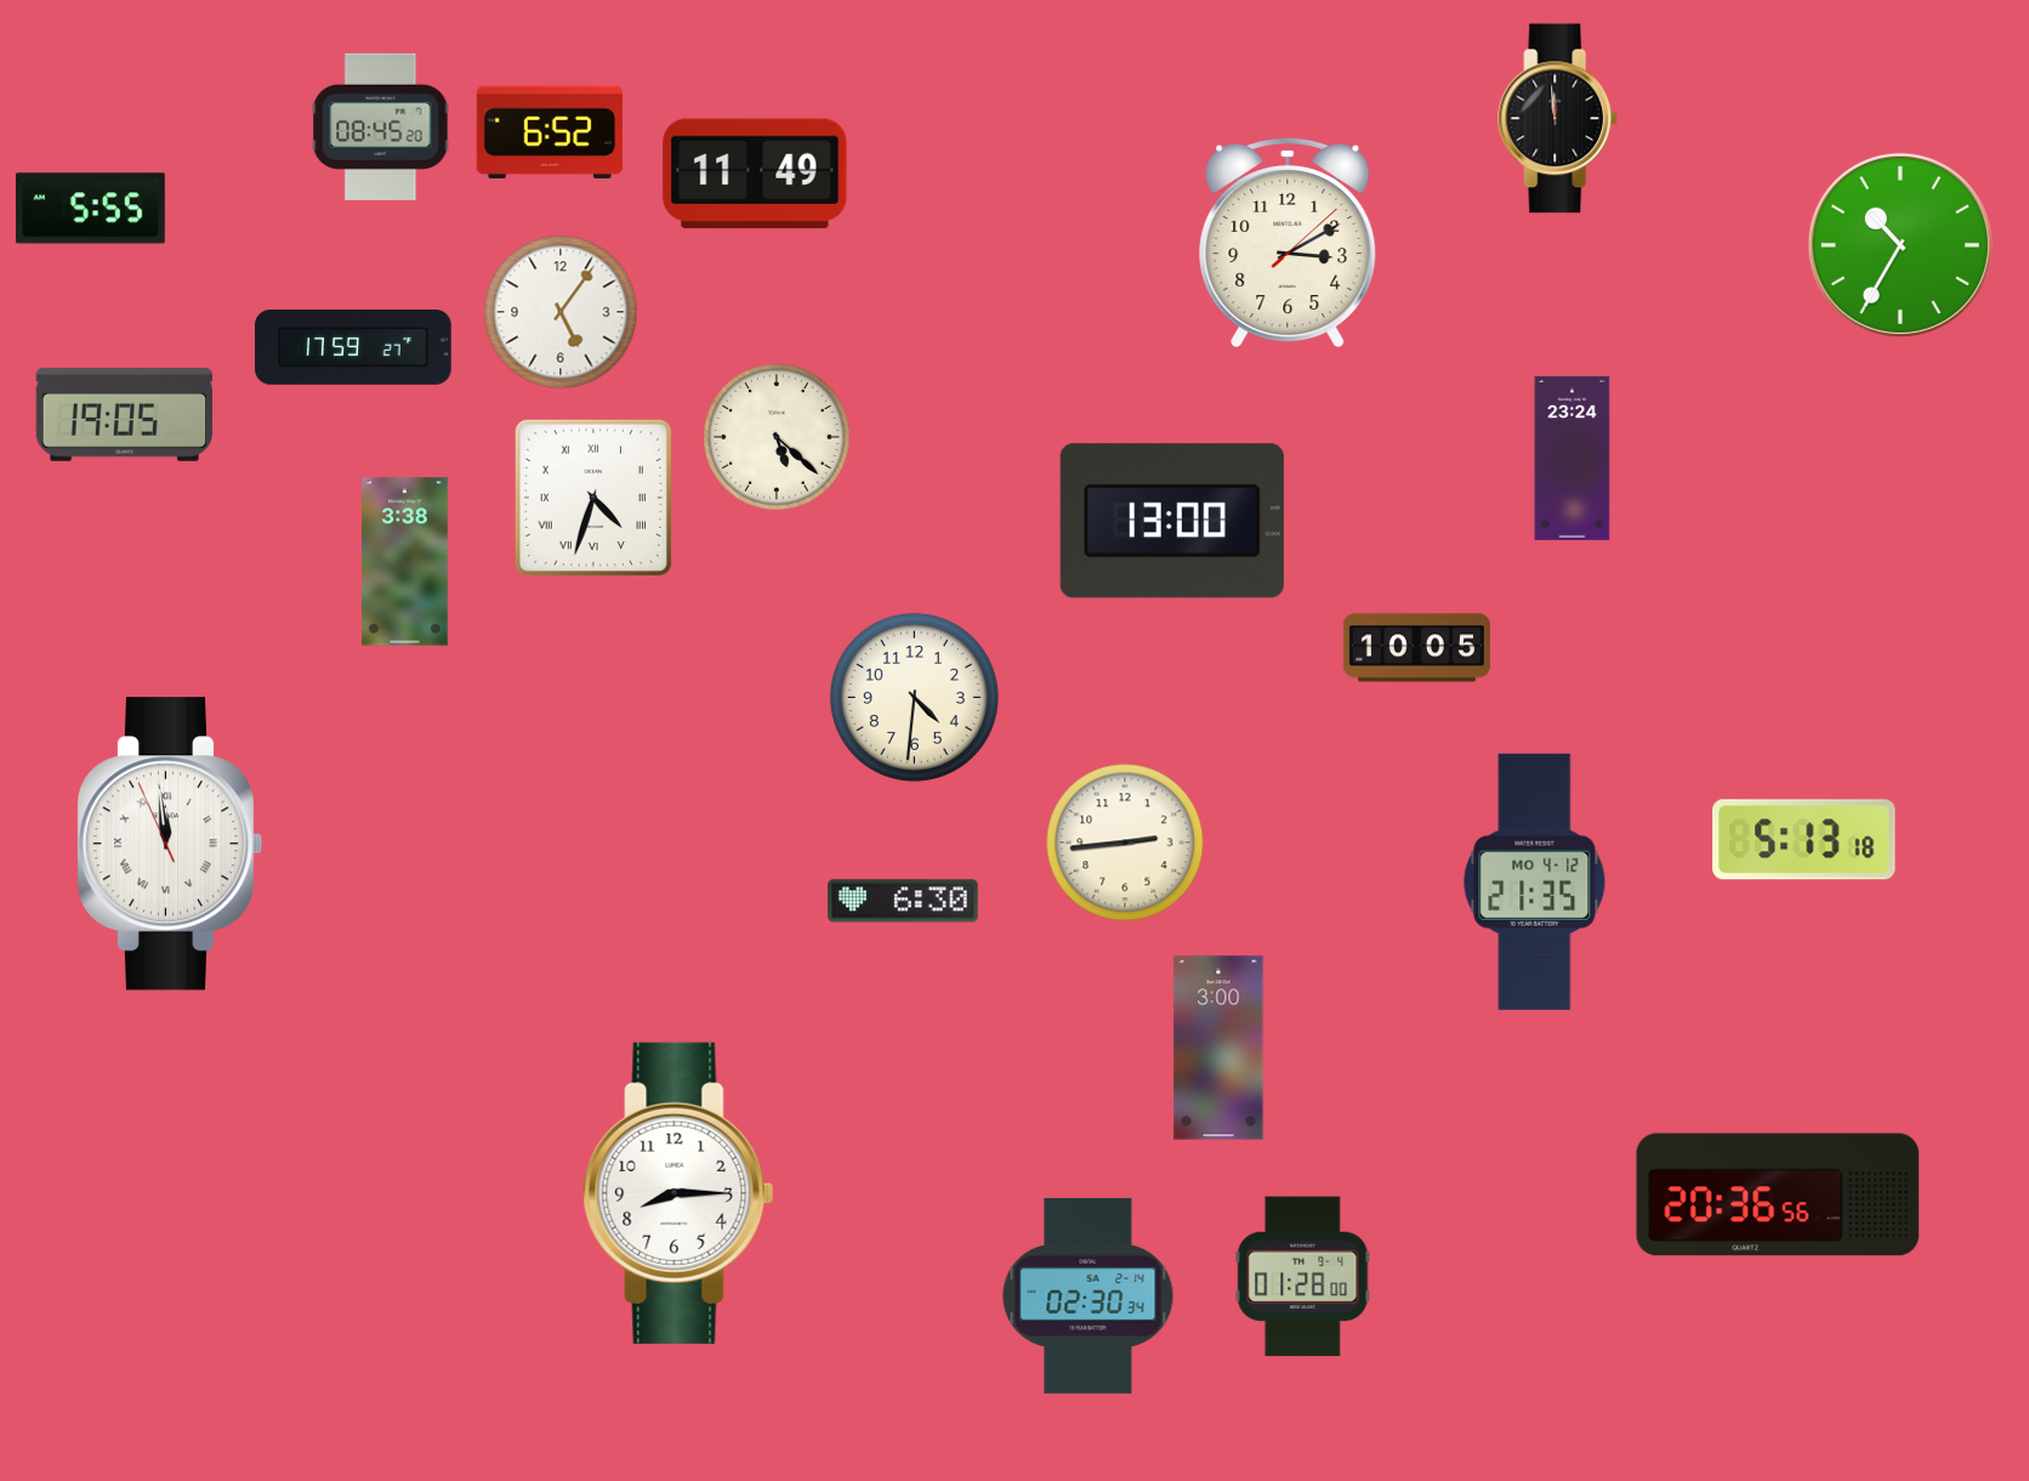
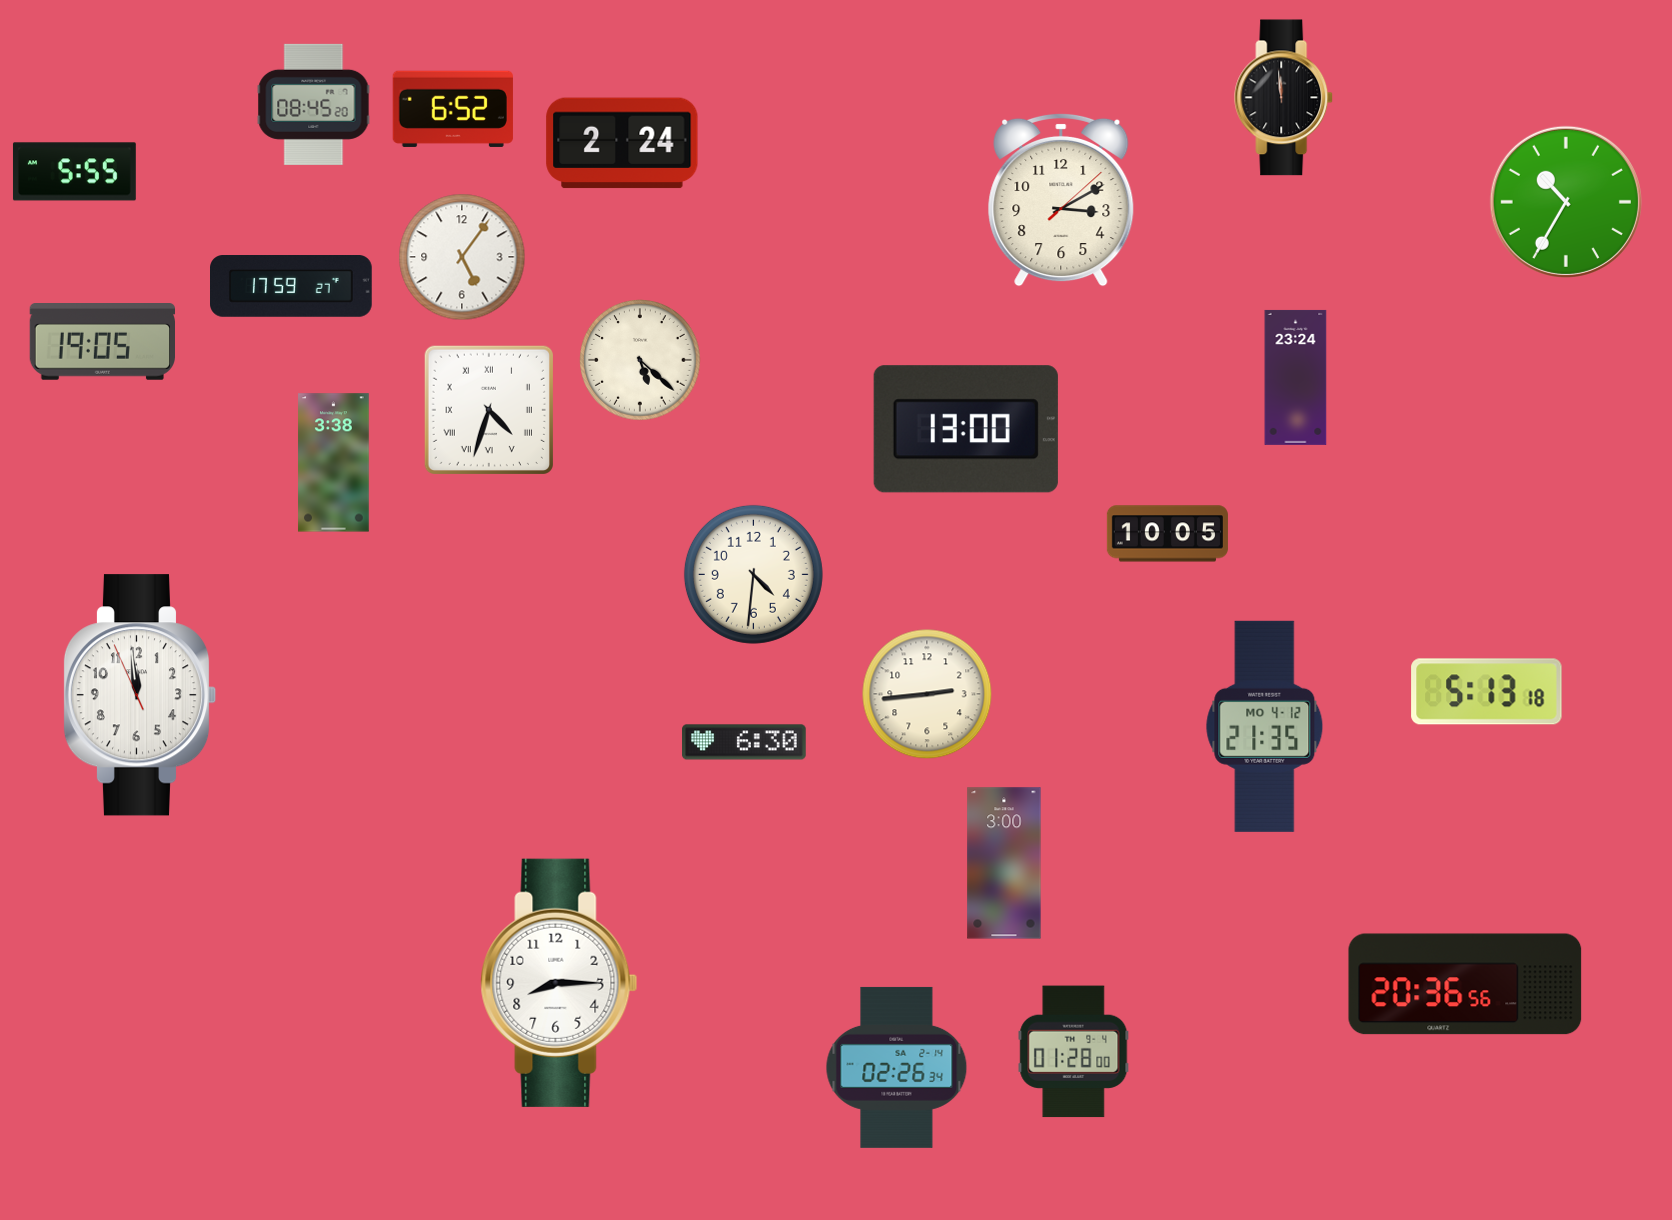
clock at (755, 174): 11:49 -> 2:24
clock at (170, 844) numerals: Roman -> Arabic
clock at (1089, 1295): 02:30 -> 02:26
